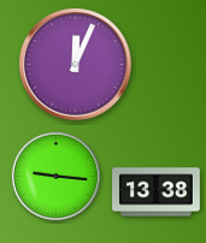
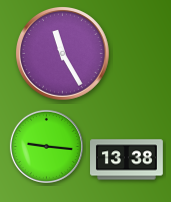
clock at (76, 65): 12:04 -> 11:25
clock at (157, 192) position: (157, 192) -> (127, 160)
